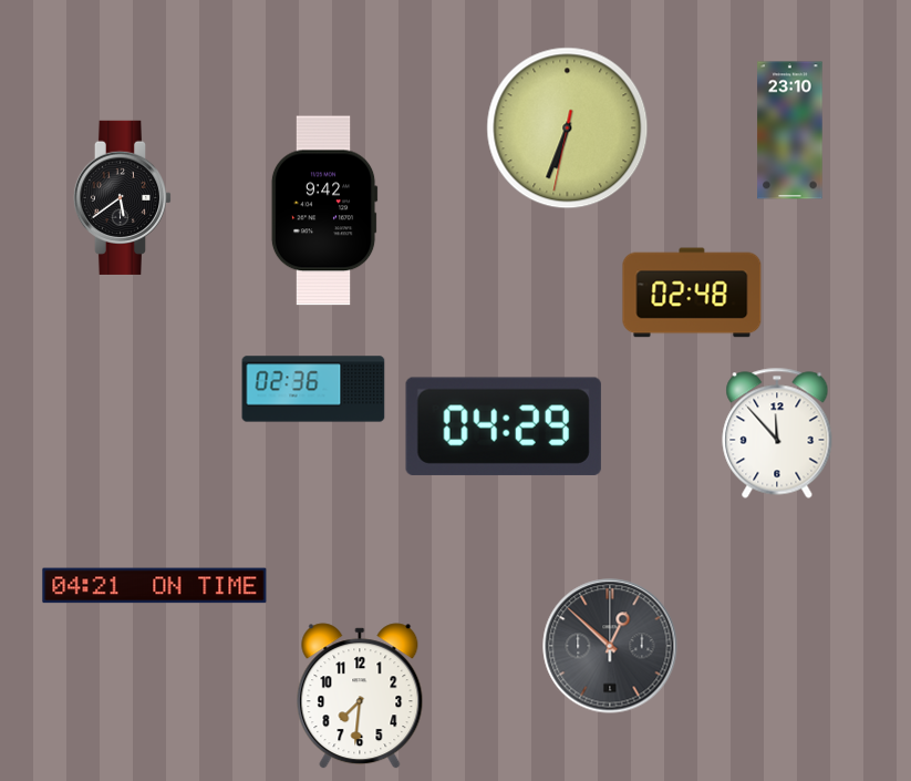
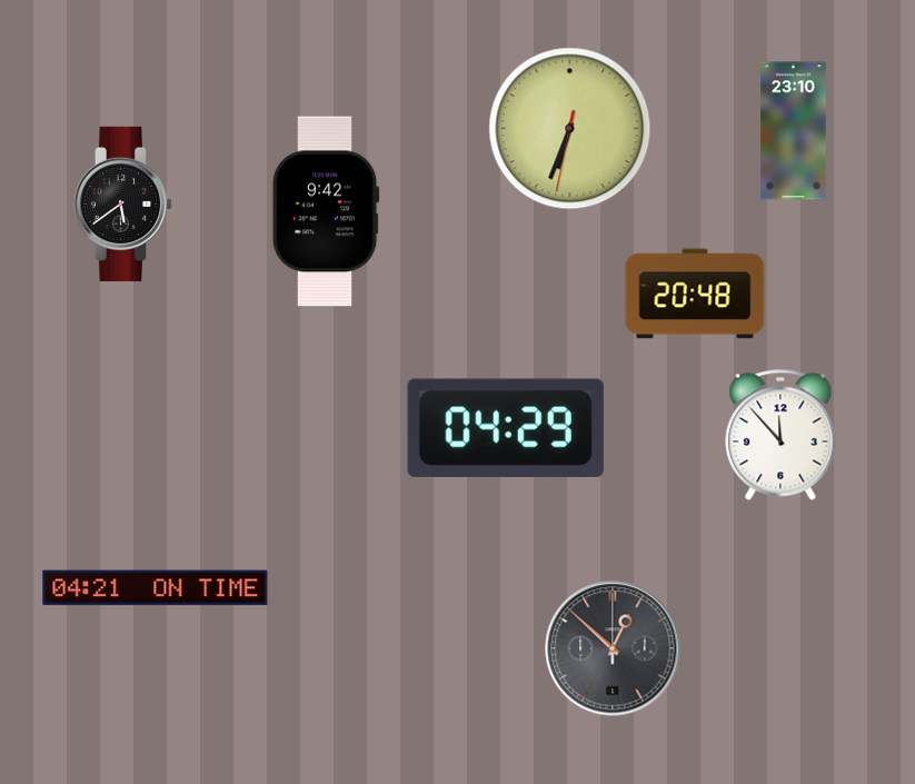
clock at (123, 197) position: (123, 197) -> (123, 204)
clock at (692, 292): 02:48 -> 20:48
clock at (313, 389): 02:36 -> none
clock at (360, 696): 7:31 -> none
